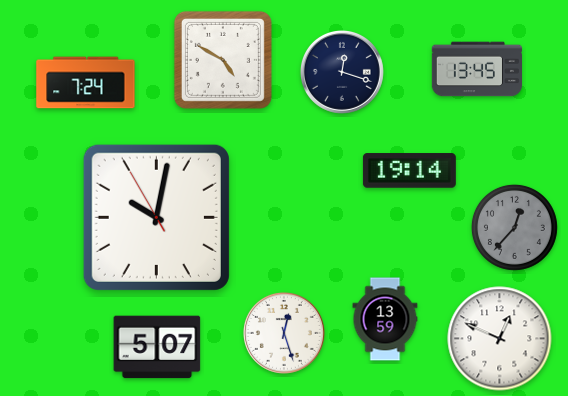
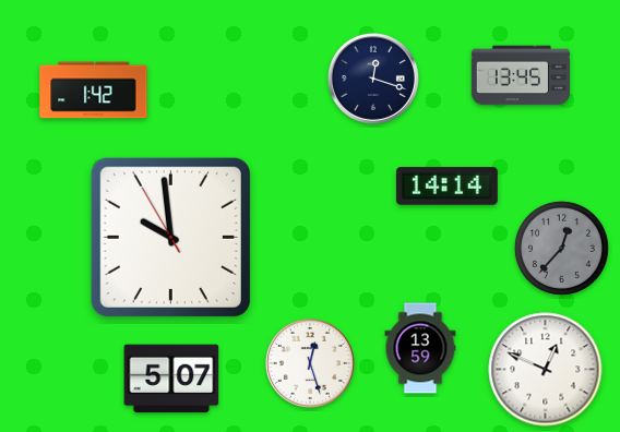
clock at (223, 60): 4:50 -> none
clock at (86, 83): 7:24 -> 1:42
clock at (409, 171): 19:14 -> 14:14
clock at (156, 217): 10:01 -> 9:58
